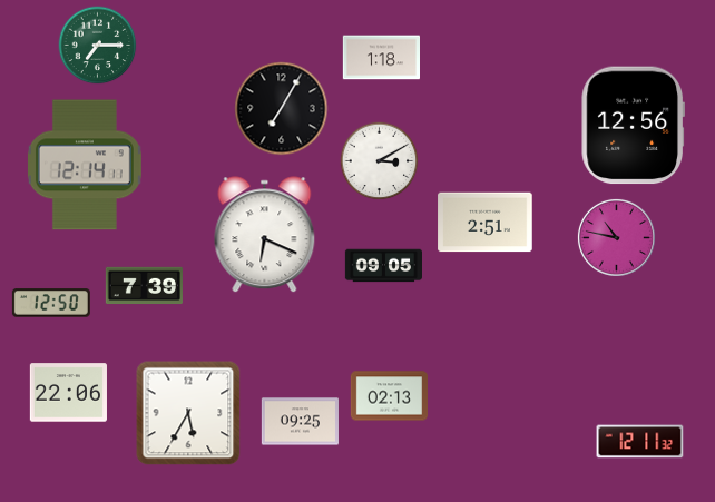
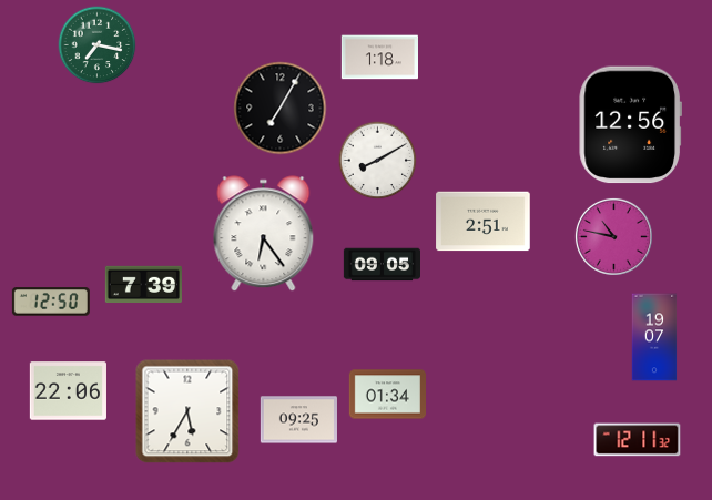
clock at (98, 46): 7:15 -> 7:17
clock at (380, 161): 3:10 -> 8:10
clock at (85, 165): 12:14 -> none
clock at (265, 235): 6:19 -> 6:24
clock at (654, 337): none -> 19:07
clock at (389, 396): 02:13 -> 01:34
